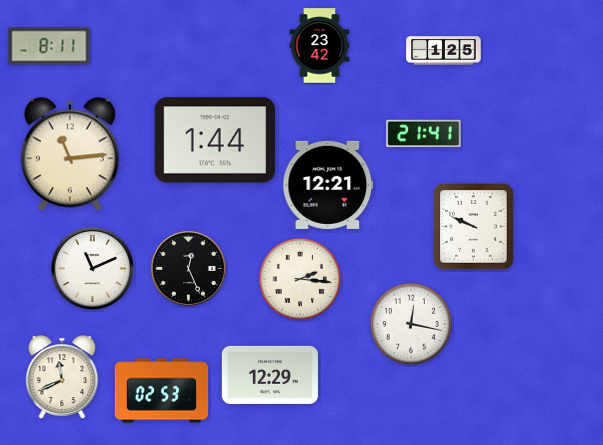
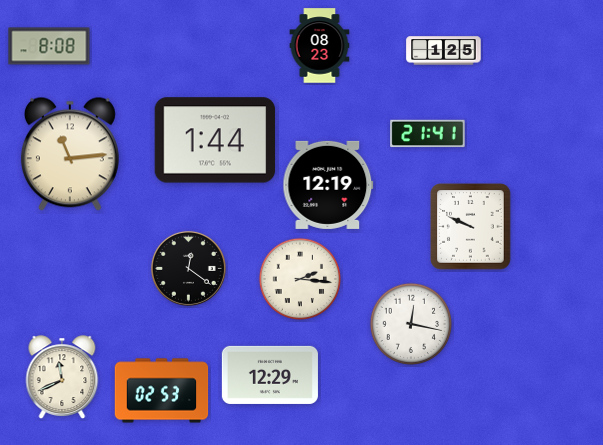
clock at (49, 46): 8:11 -> 8:08
clock at (320, 46): 23:42 -> 08:23
clock at (424, 134) position: (424, 134) -> (428, 134)
clock at (328, 185): 12:21 -> 12:19
clock at (474, 227) position: (474, 227) -> (471, 227)
clock at (92, 268): 11:11 -> none
clock at (188, 268): 12:26 -> 12:21
